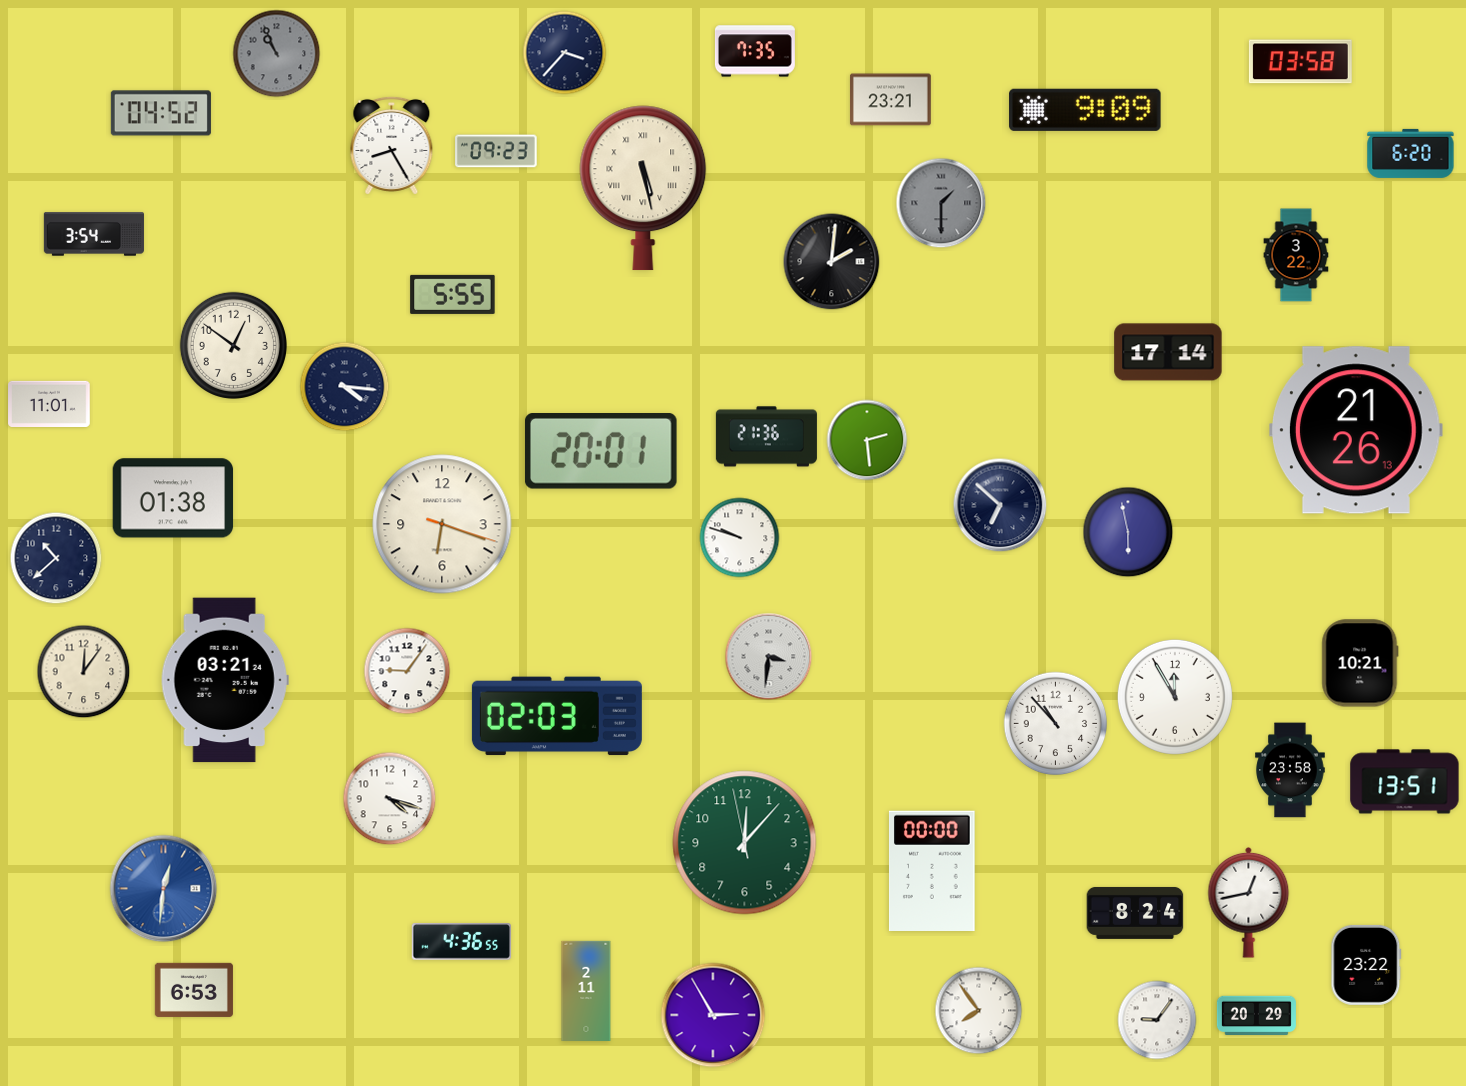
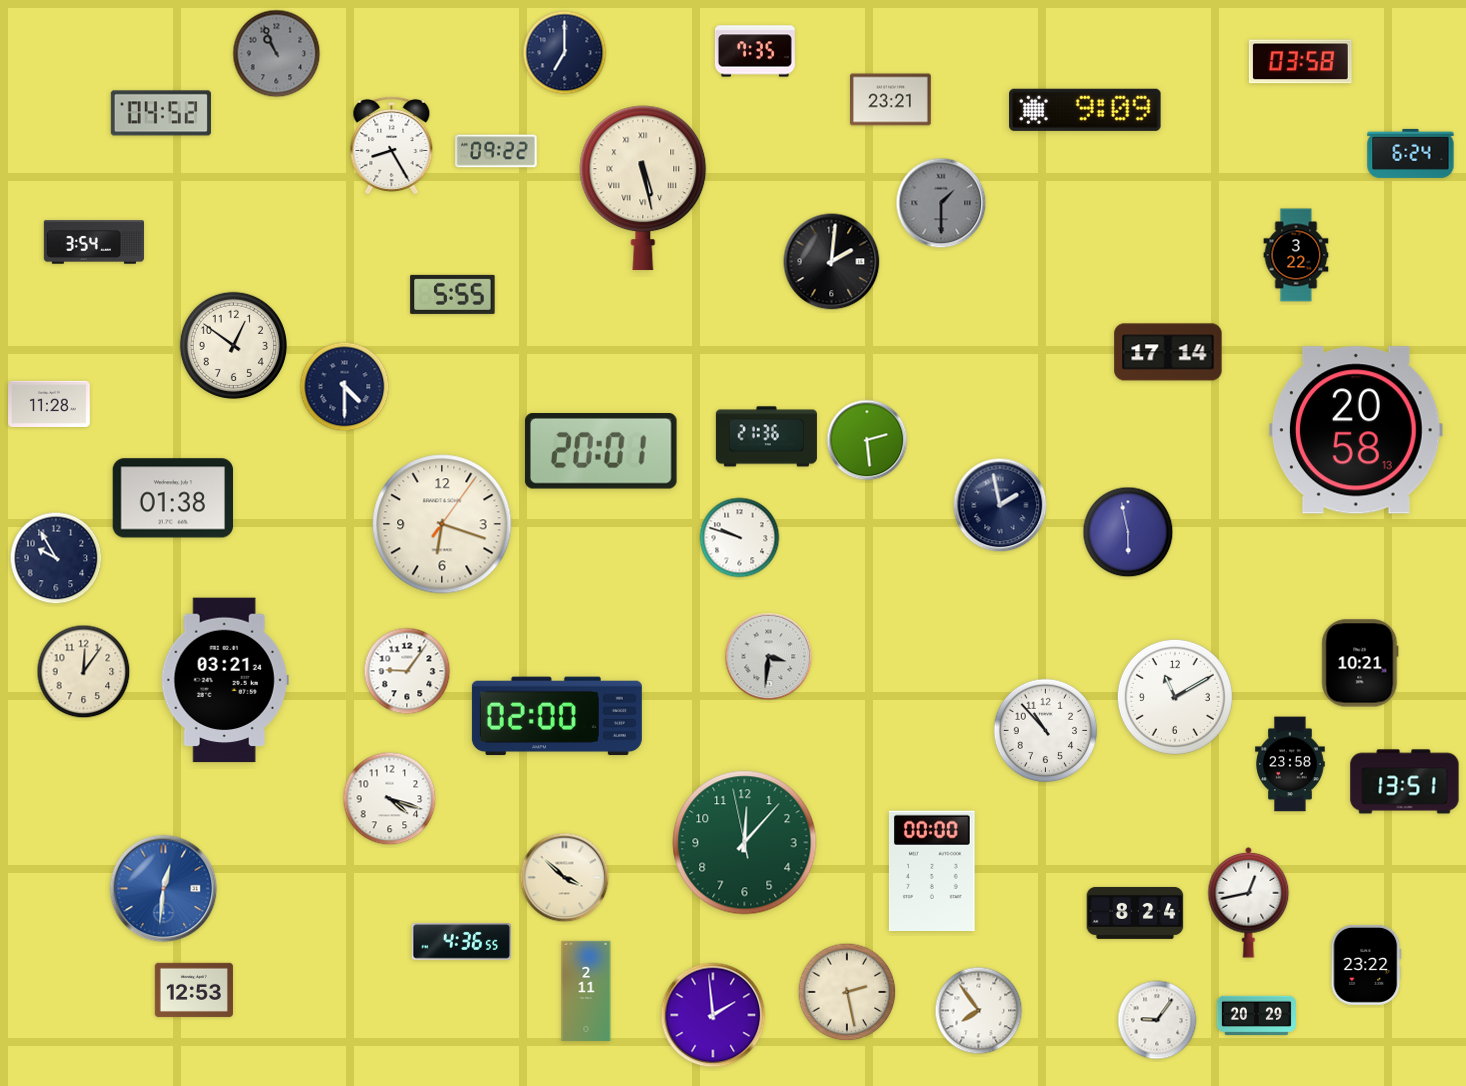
clock at (565, 53): 3:37 -> 7:00
clock at (496, 151): 09:23 -> 09:22
clock at (1411, 153): 6:20 -> 6:24
clock at (94, 234) position: (94, 234) -> (94, 242)
clock at (345, 387): 4:16 -> 4:30
clock at (49, 403): 11:01 -> 11:28
clock at (1357, 430): 21:26 -> 20:58
clock at (1000, 505): 6:52 -> 1:58
clock at (442, 524): 6:18:18 -> 6:18:06
clock at (56, 558): 10:38 -> 9:55
clock at (1175, 697): 11:55 -> 11:10
clock at (557, 716): 02:03 -> 02:00
clock at (1056, 724) position: (1056, 724) -> (1046, 731)
clock at (1290, 770) position: (1290, 770) -> (1290, 764)
clock at (565, 878): none -> 3:52
clock at (194, 990): 6:53 -> 12:53
clock at (847, 992): none -> 2:28
clock at (713, 1015): 2:55 -> 1:59
